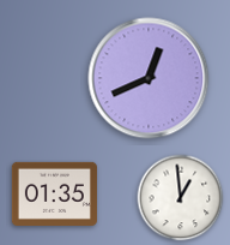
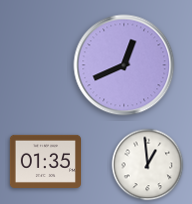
clock at (181, 198) position: (181, 198) -> (148, 165)
